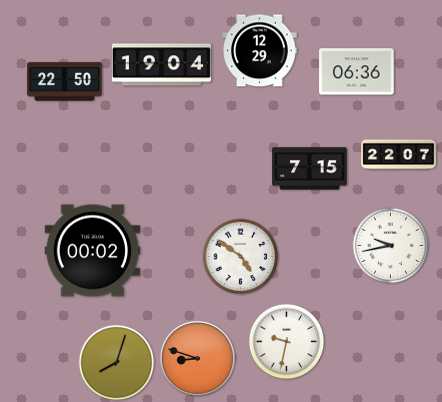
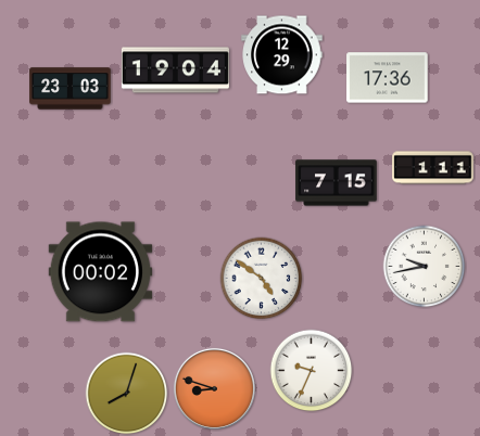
clock at (357, 72): 06:36 -> 17:36
clock at (65, 82): 22:50 -> 23:03
clock at (399, 155): 22:07 -> 1:11
clock at (287, 342): 9:32 -> 9:34
